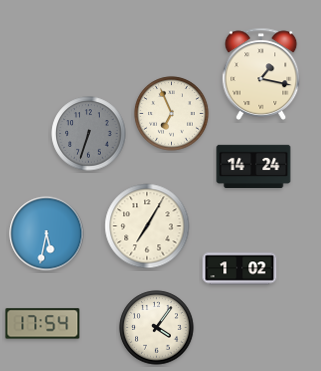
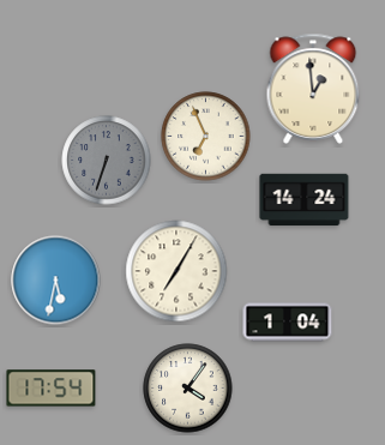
clock at (261, 74): 1:17 -> 12:59
clock at (240, 269): 1:02 -> 1:04
clock at (157, 328) position: (157, 328) -> (188, 389)
